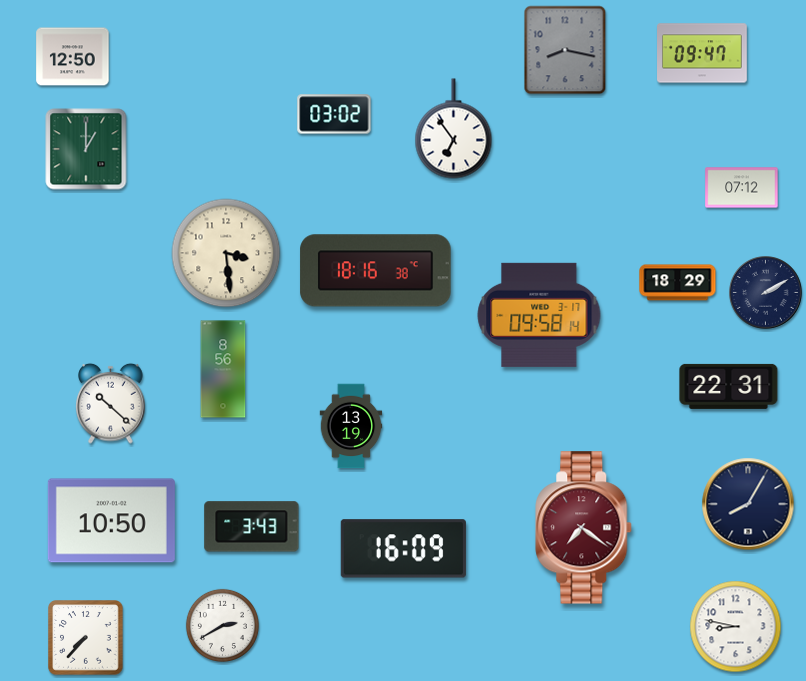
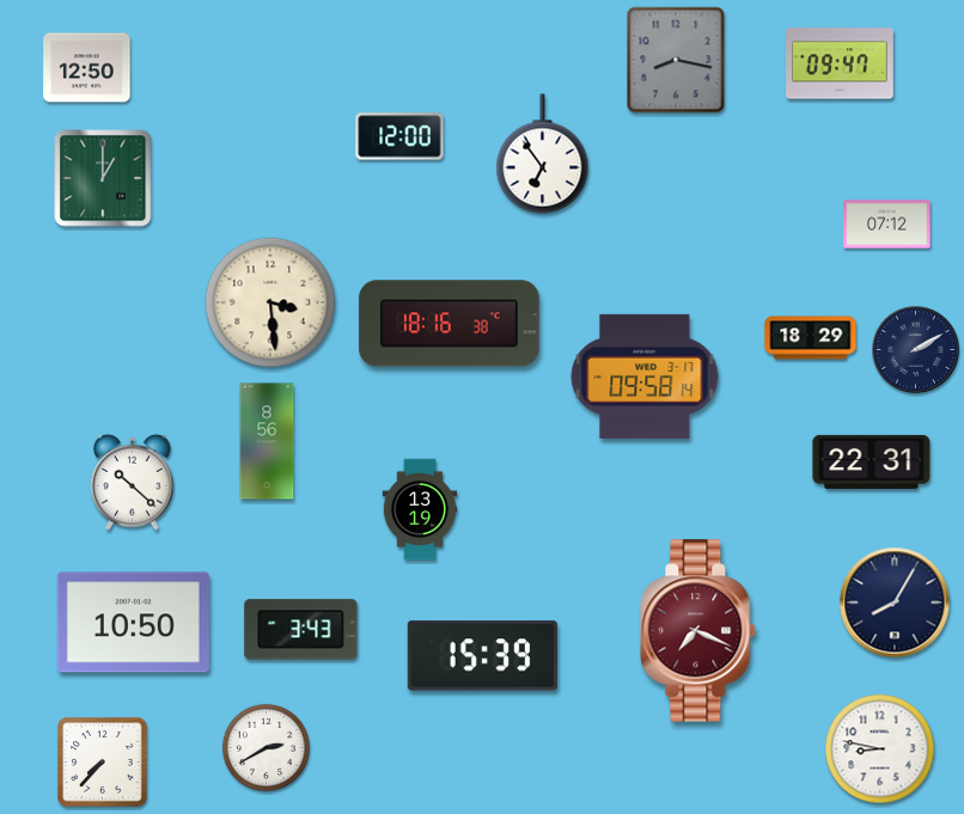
clock at (334, 114): 03:02 -> 12:00
clock at (584, 528): 7:21 -> 7:19
clock at (403, 549): 16:09 -> 15:39
